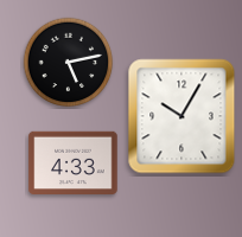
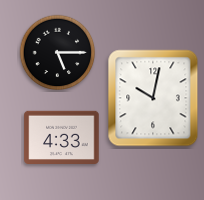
clock at (69, 63): 5:13 -> 5:15
clock at (181, 116): 10:05 -> 10:02
